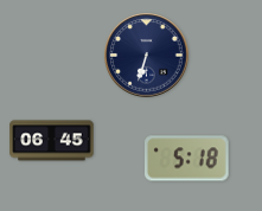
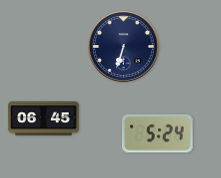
clock at (187, 159): 5:18 -> 5:24
